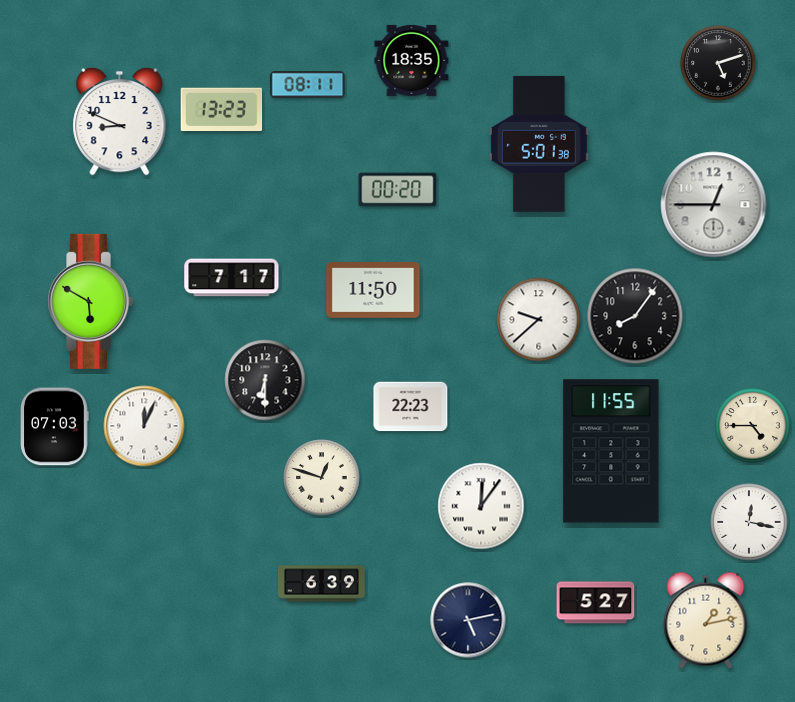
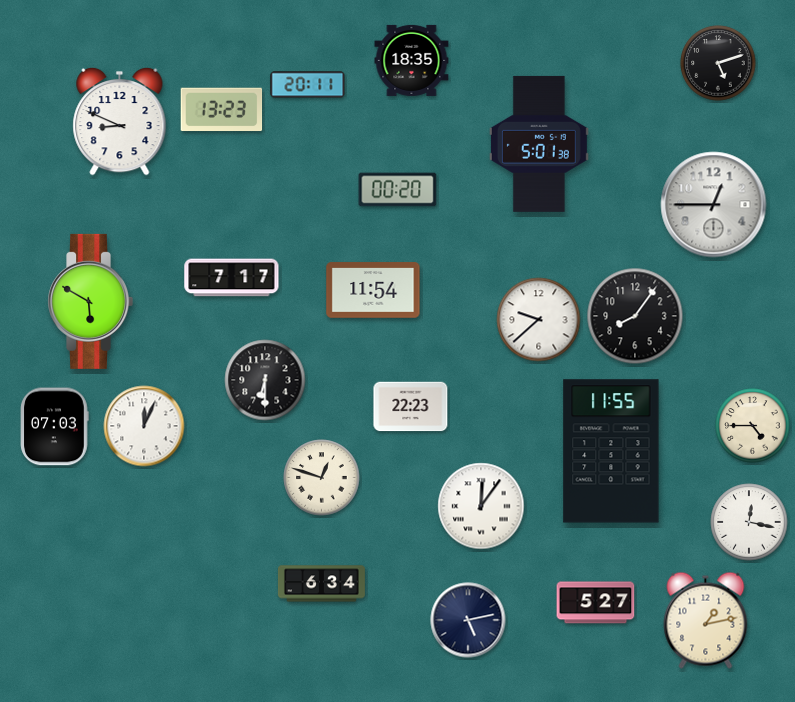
clock at (308, 85): 08:11 -> 20:11
clock at (373, 290): 11:50 -> 11:54
clock at (321, 584): 6:39 -> 6:34
